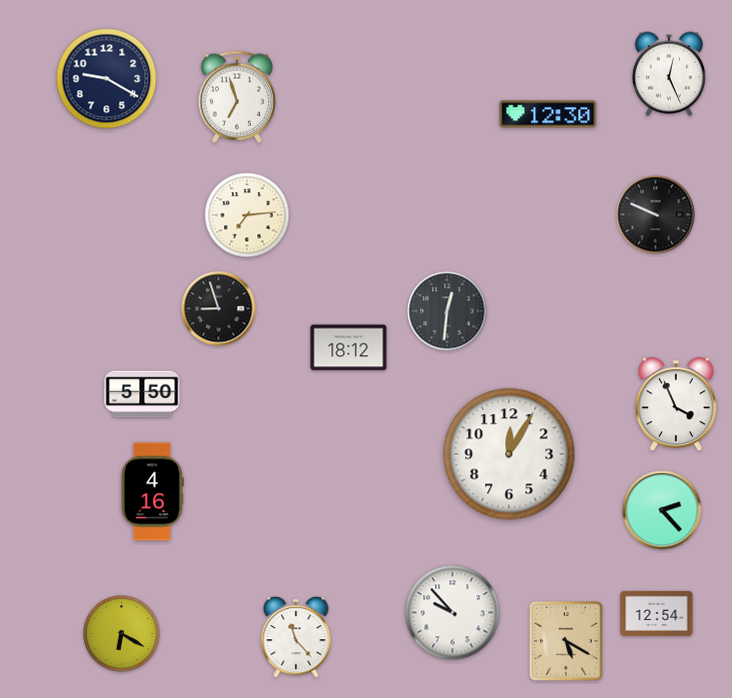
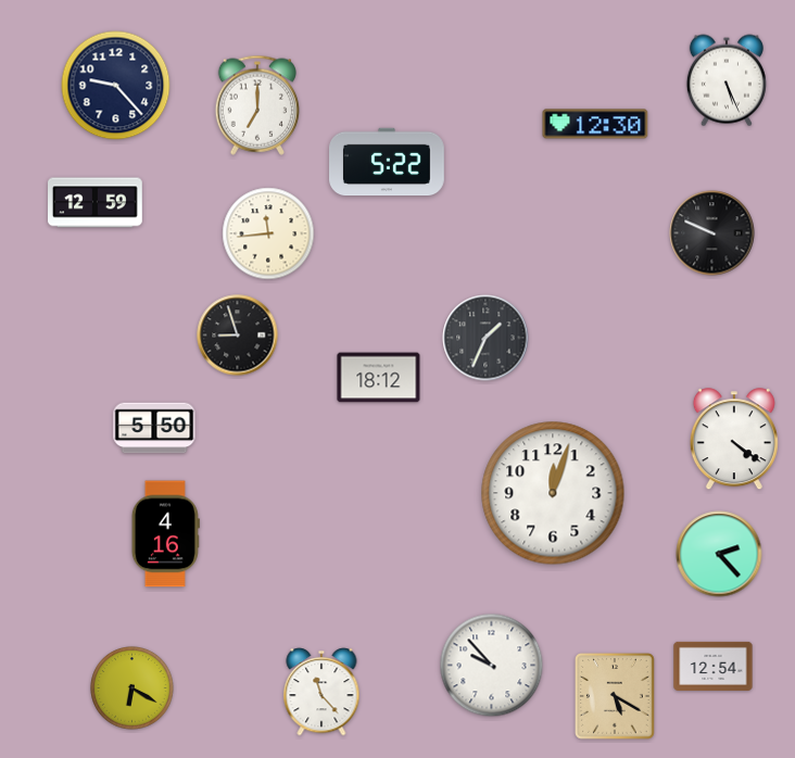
clock at (669, 74): 12:26 -> 5:26
clock at (107, 79): 9:20 -> 9:23
clock at (236, 97): 6:57 -> 7:00
clock at (388, 162): none -> 5:22
clock at (96, 203): none -> 12:59
clock at (247, 215): 7:14 -> 11:44
clock at (447, 311): 12:31 -> 1:34
clock at (676, 405): 3:56 -> 4:21
clock at (509, 454): 12:05 -> 12:03
